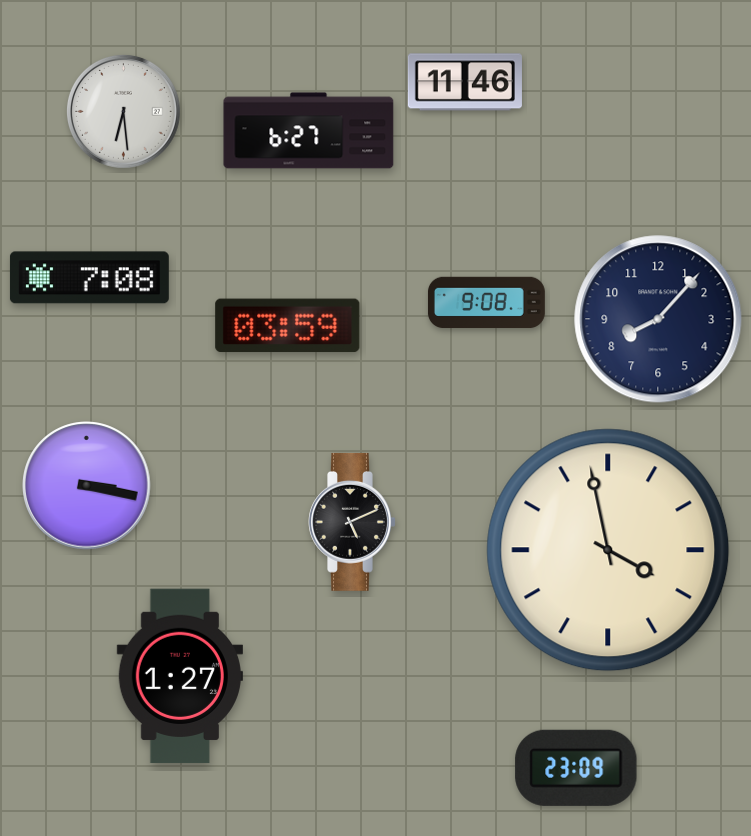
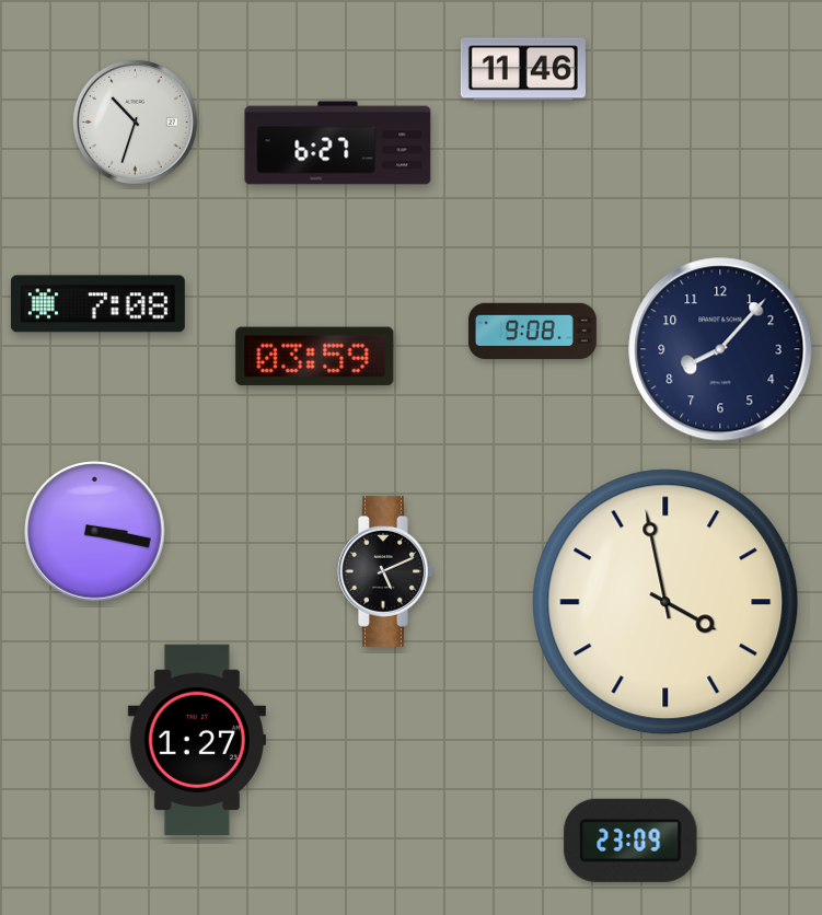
clock at (465, 82) position: (465, 82) -> (523, 69)
clock at (124, 112): 6:29 -> 10:33
